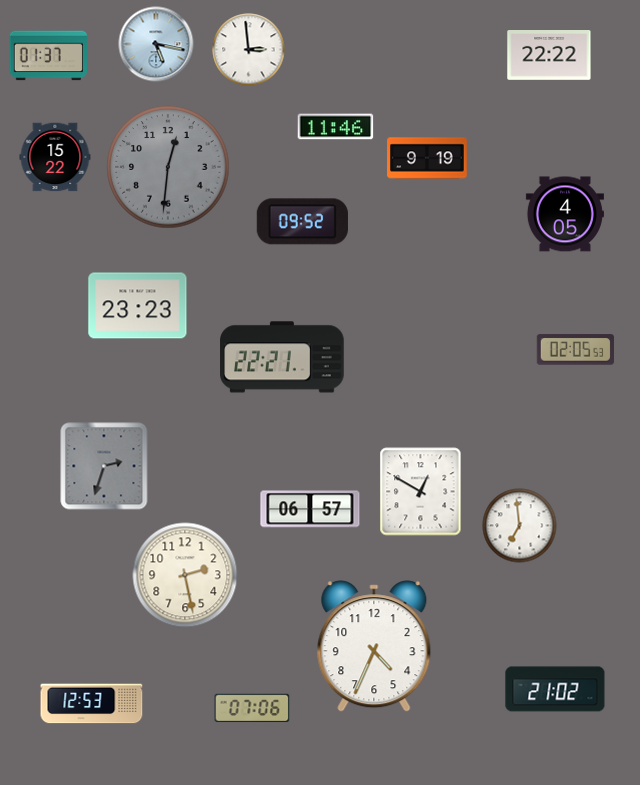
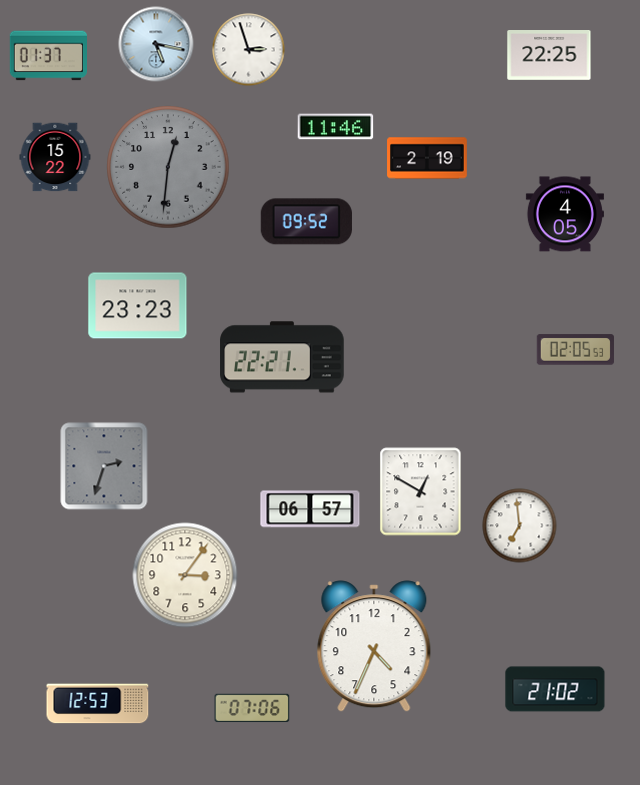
clock at (249, 50): 2:59 -> 2:57
clock at (549, 56): 22:22 -> 22:25
clock at (427, 158): 9:19 -> 2:19
clock at (302, 222) position: (302, 222) -> (306, 222)
clock at (185, 575): 2:28 -> 3:06
clock at (92, 704) position: (92, 704) -> (98, 704)
